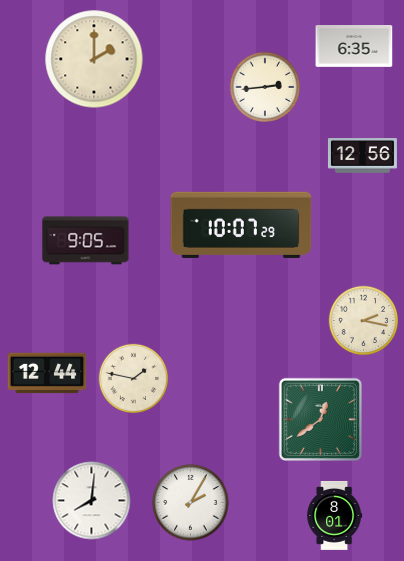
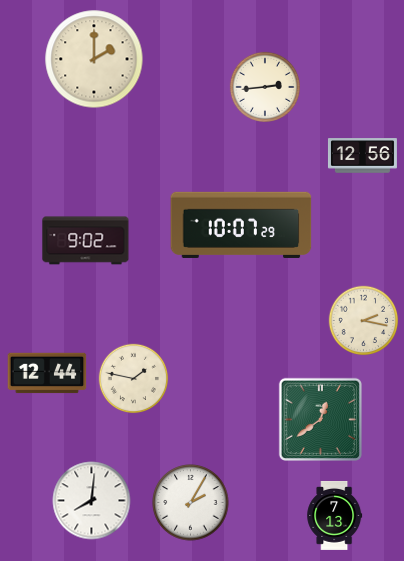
clock at (354, 47): 6:35 -> none
clock at (86, 241): 9:05 -> 9:02
clock at (335, 515): 8:01 -> 7:13
